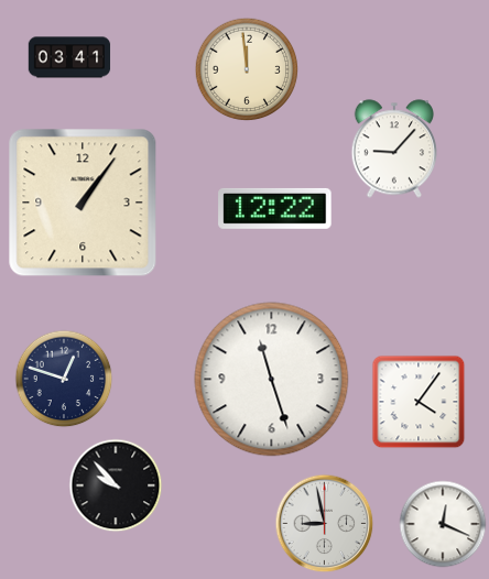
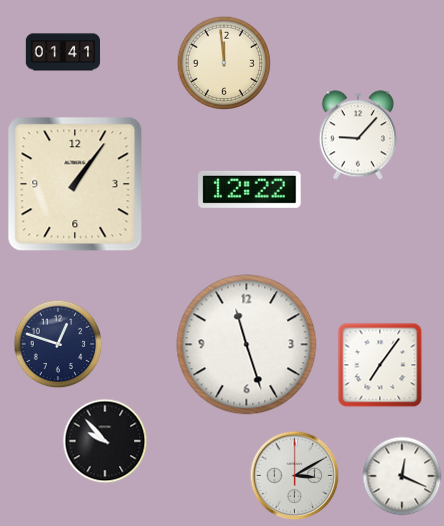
clock at (69, 57): 03:41 -> 01:41
clock at (419, 402): 4:06 -> 7:06
clock at (325, 524): 8:58 -> 3:10
